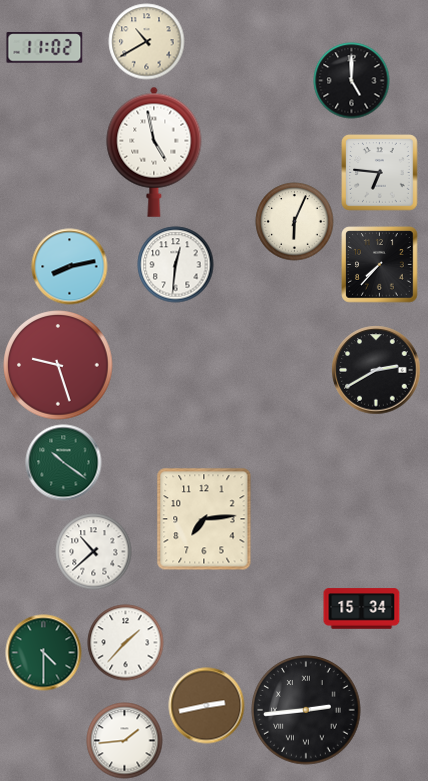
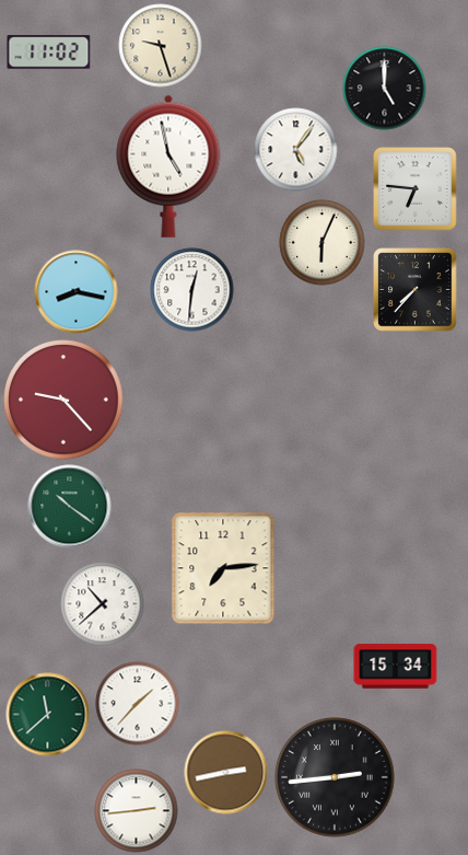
clock at (147, 42): 10:40 -> 9:27
clock at (296, 150): none -> 5:06
clock at (70, 267): 8:13 -> 8:17
clock at (58, 365): 9:27 -> 9:23
clock at (376, 370): 2:40 -> none
clock at (44, 653): 4:30 -> 11:38
clock at (125, 741): 1:44 -> 2:44
